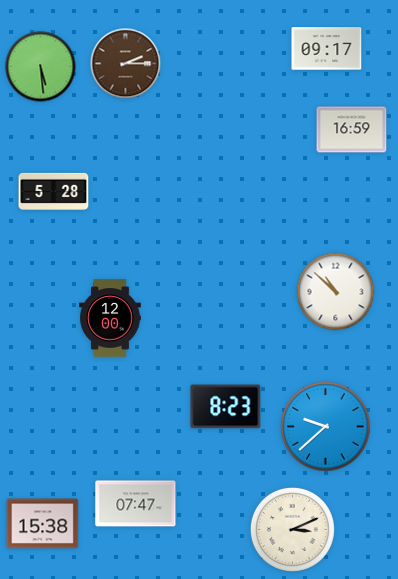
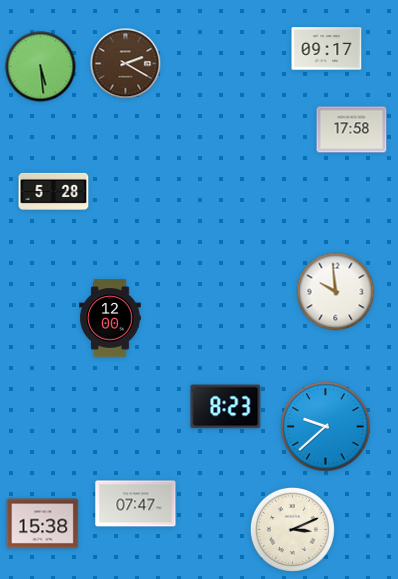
clock at (126, 64): 2:15 -> 2:20
clock at (352, 130): 16:59 -> 17:58
clock at (336, 292): 10:52 -> 9:59
